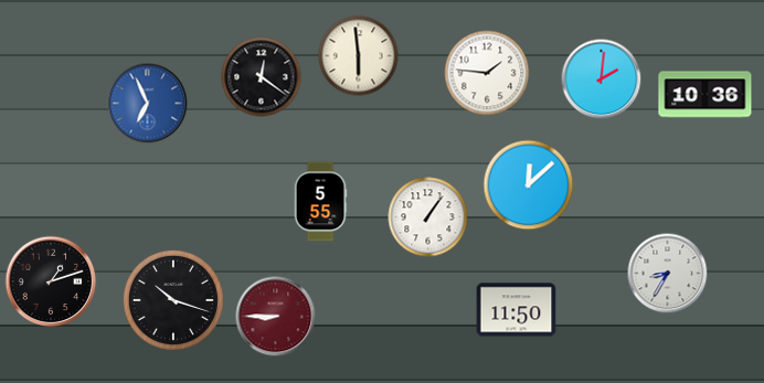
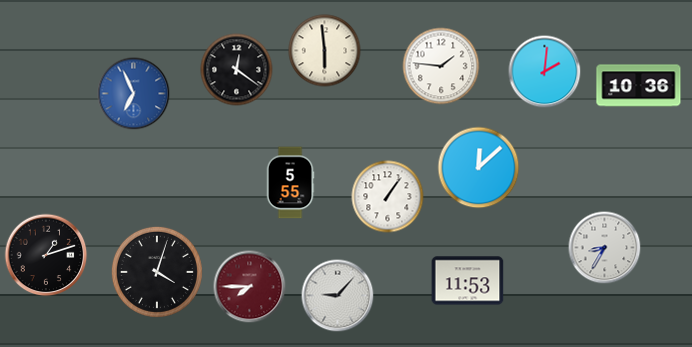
clock at (173, 300): 10:18 -> 4:03
clock at (517, 310): 11:50 -> 11:53
clock at (276, 317): 8:45 -> 7:45
clock at (338, 296): none -> 9:07
